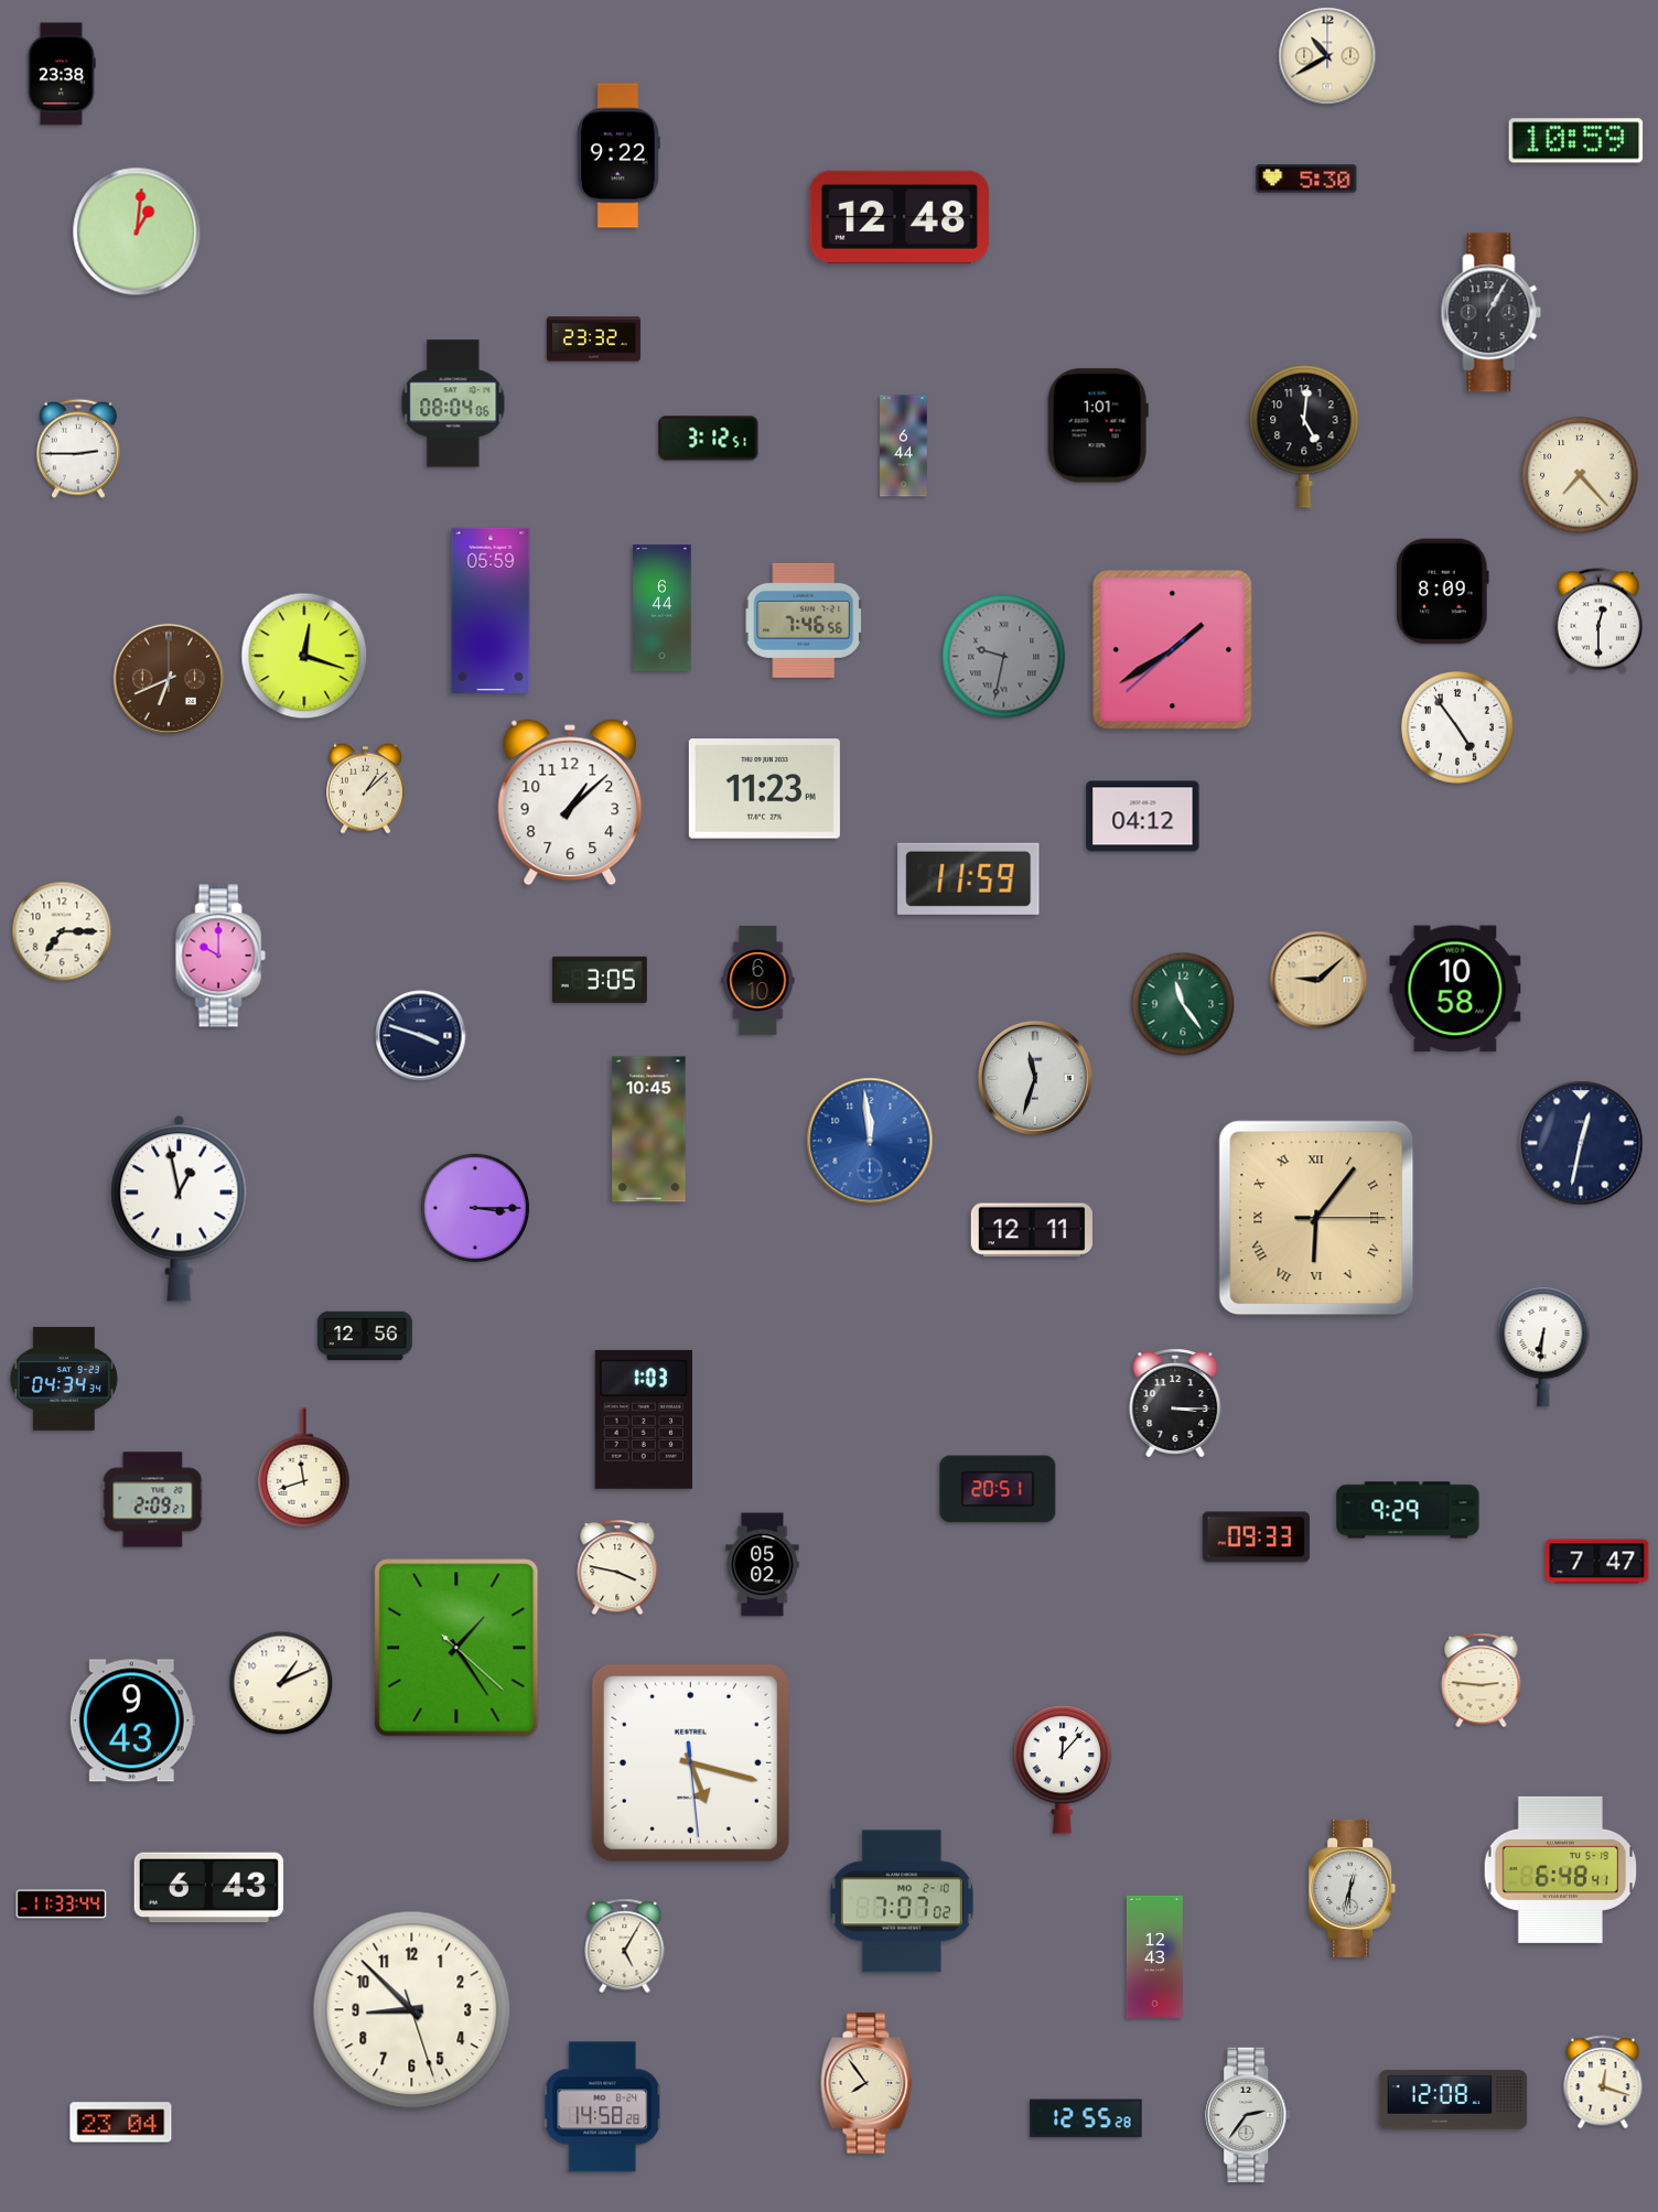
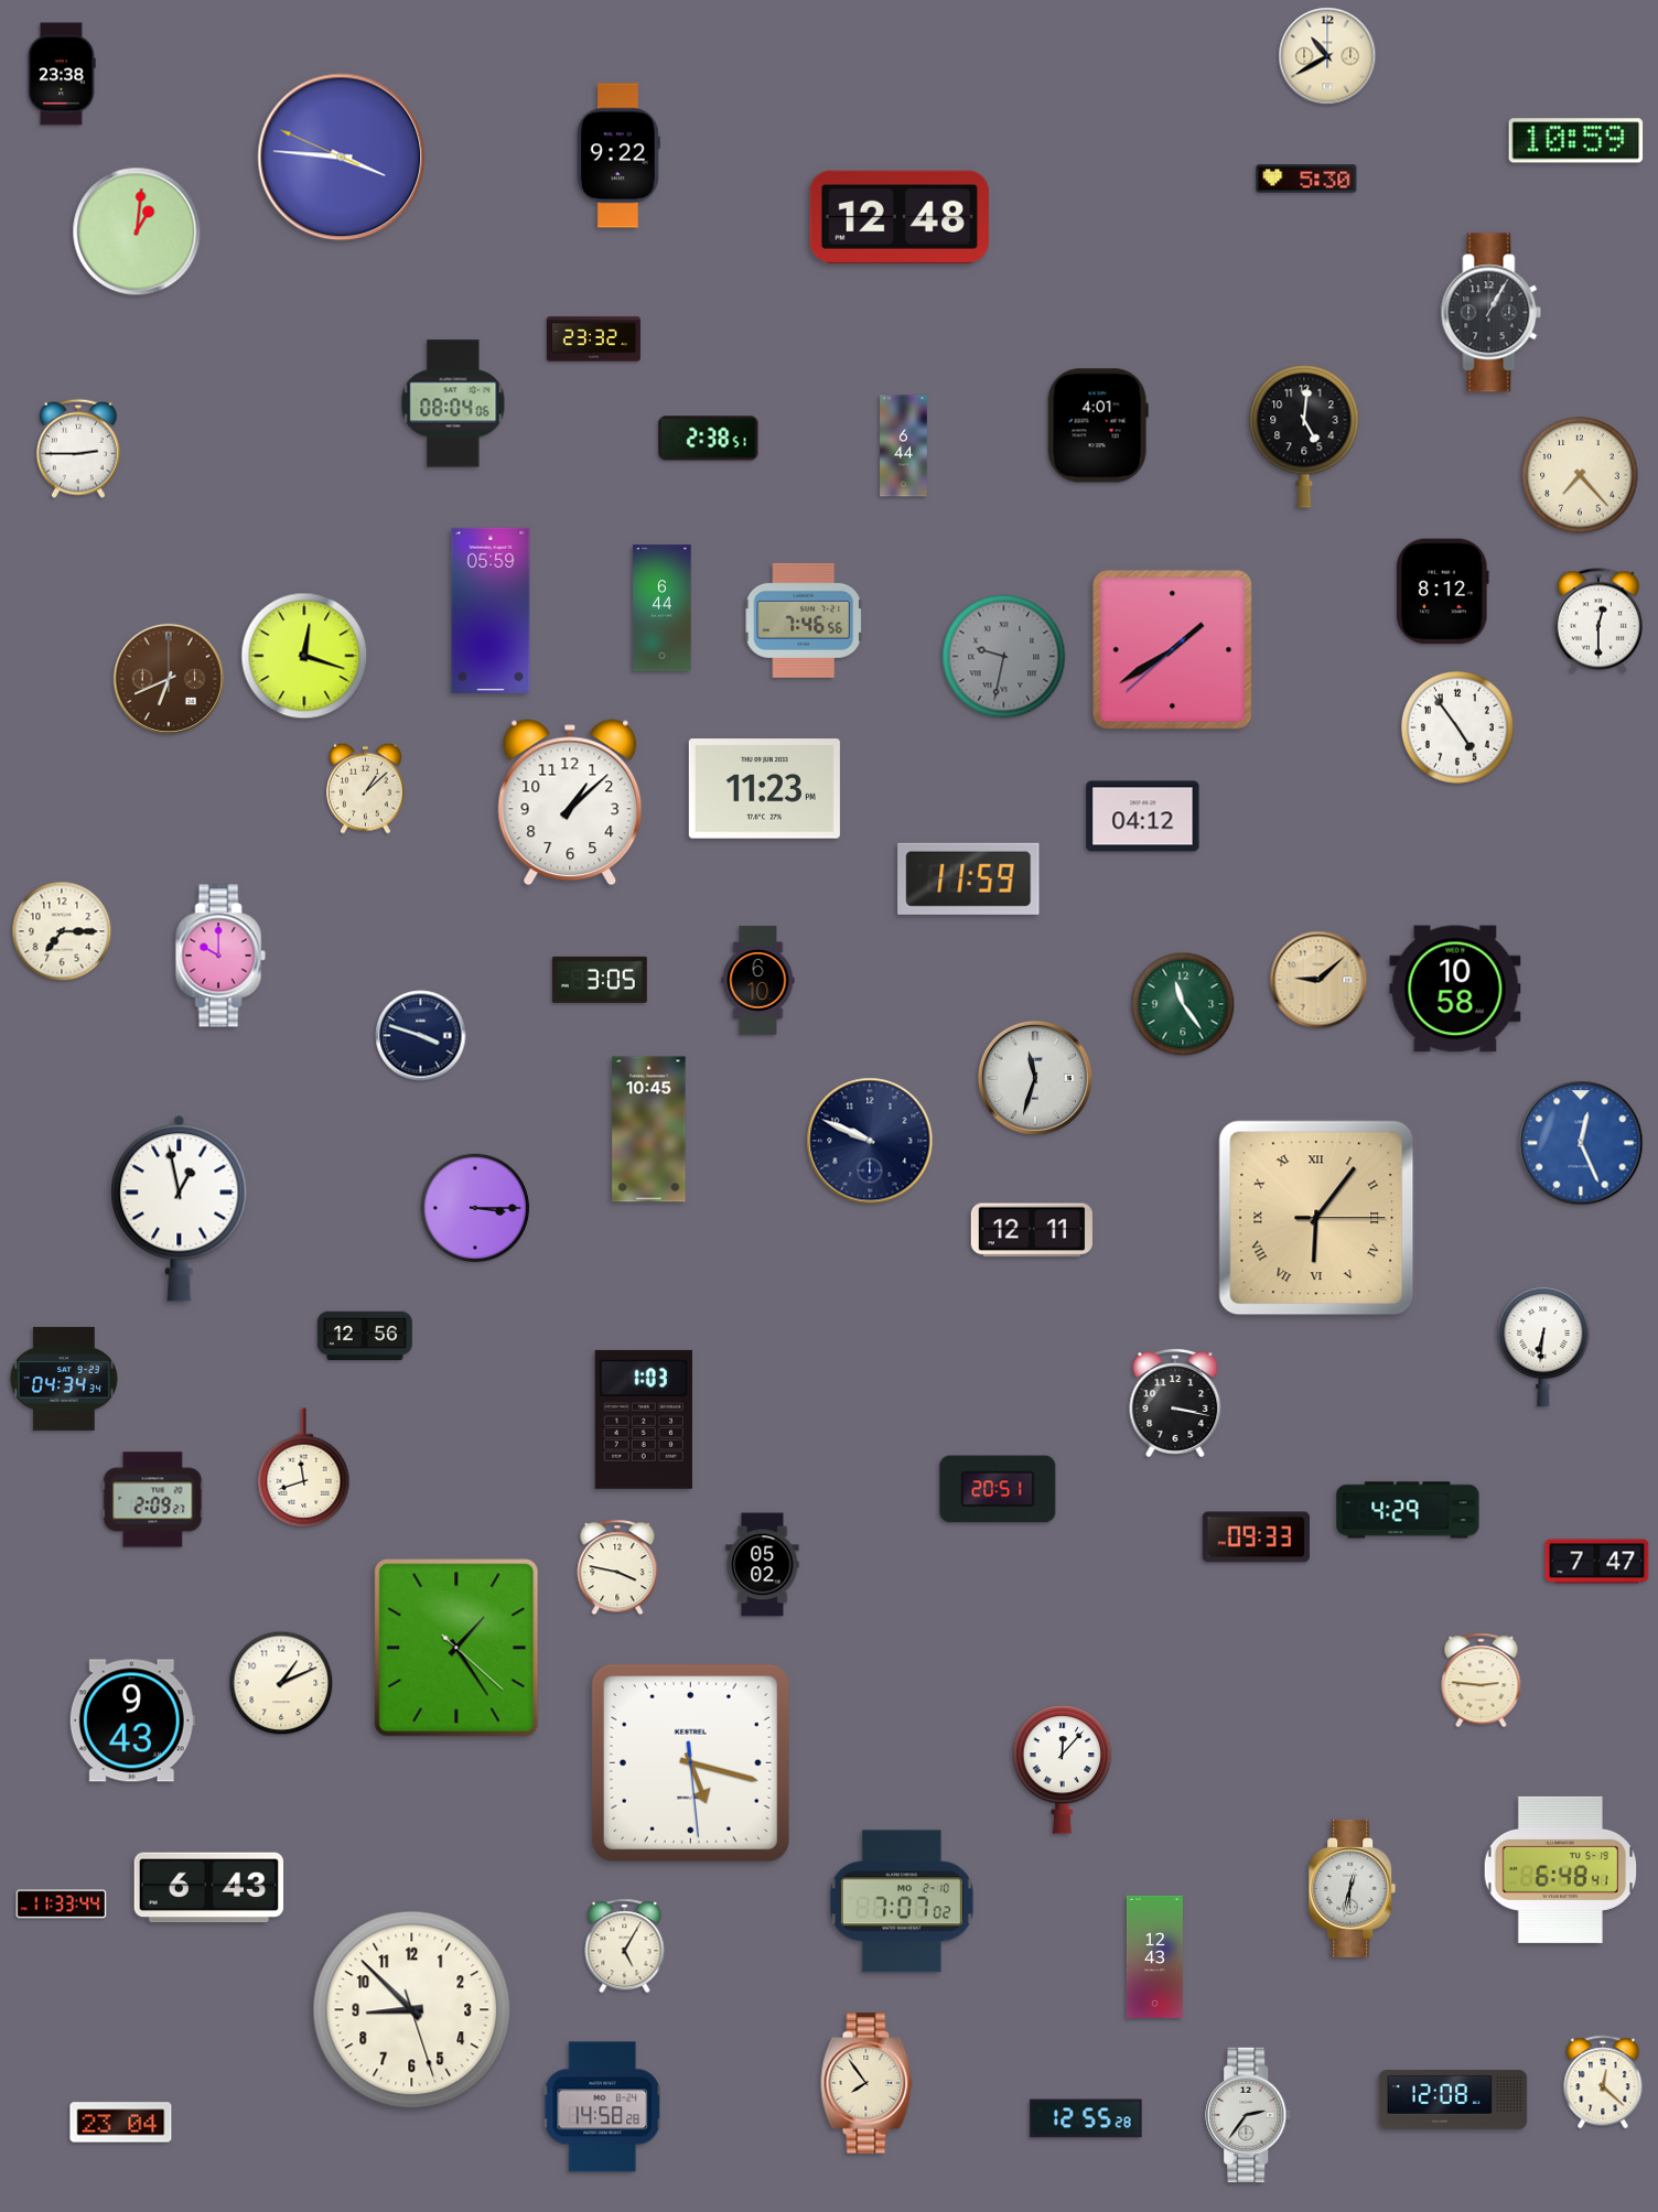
clock at (342, 158): none -> 3:45
clock at (1098, 425): 1:01 -> 4:01
clock at (709, 439): 3:12 -> 2:38
clock at (1443, 592): 8:09 -> 8:12
clock at (870, 1141): 11:59 -> 9:49
clock at (870, 1141) dial: blue -> navy
clock at (1581, 1143): 12:32 -> 12:26
clock at (1581, 1143) dial: navy -> blue
clock at (1175, 1404): 3:15 -> 3:17
clock at (1408, 1510): 9:29 -> 4:29
clock at (1603, 2082): 12:18 -> 12:22
